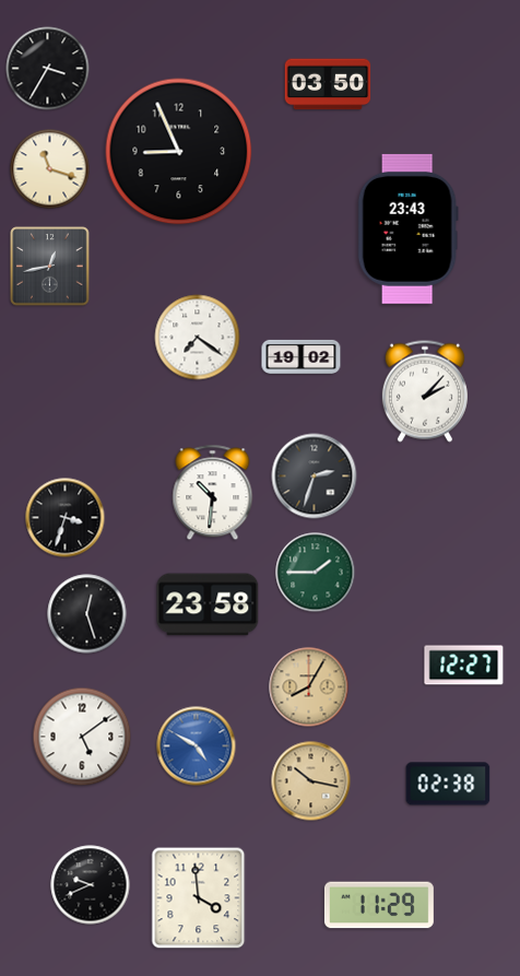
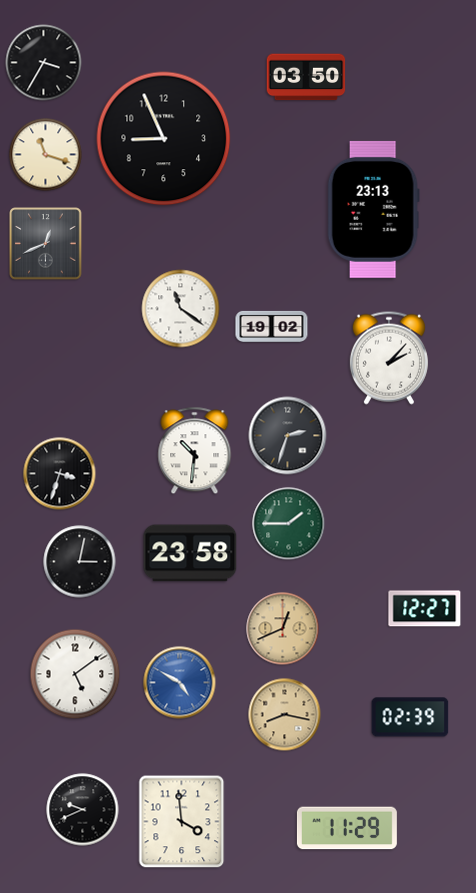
clock at (328, 84) position: (328, 84) -> (306, 77)
clock at (407, 228): 23:43 -> 23:13
clock at (50, 267): 12:43 -> 12:41
clock at (198, 338): 7:21 -> 11:21
clock at (302, 356) position: (302, 356) -> (272, 326)
clock at (87, 614): 12:27 -> 3:02
clock at (309, 687): 8:05 -> 12:41
clock at (311, 781): 10:17 -> 8:17
clock at (448, 784): 02:38 -> 02:39
